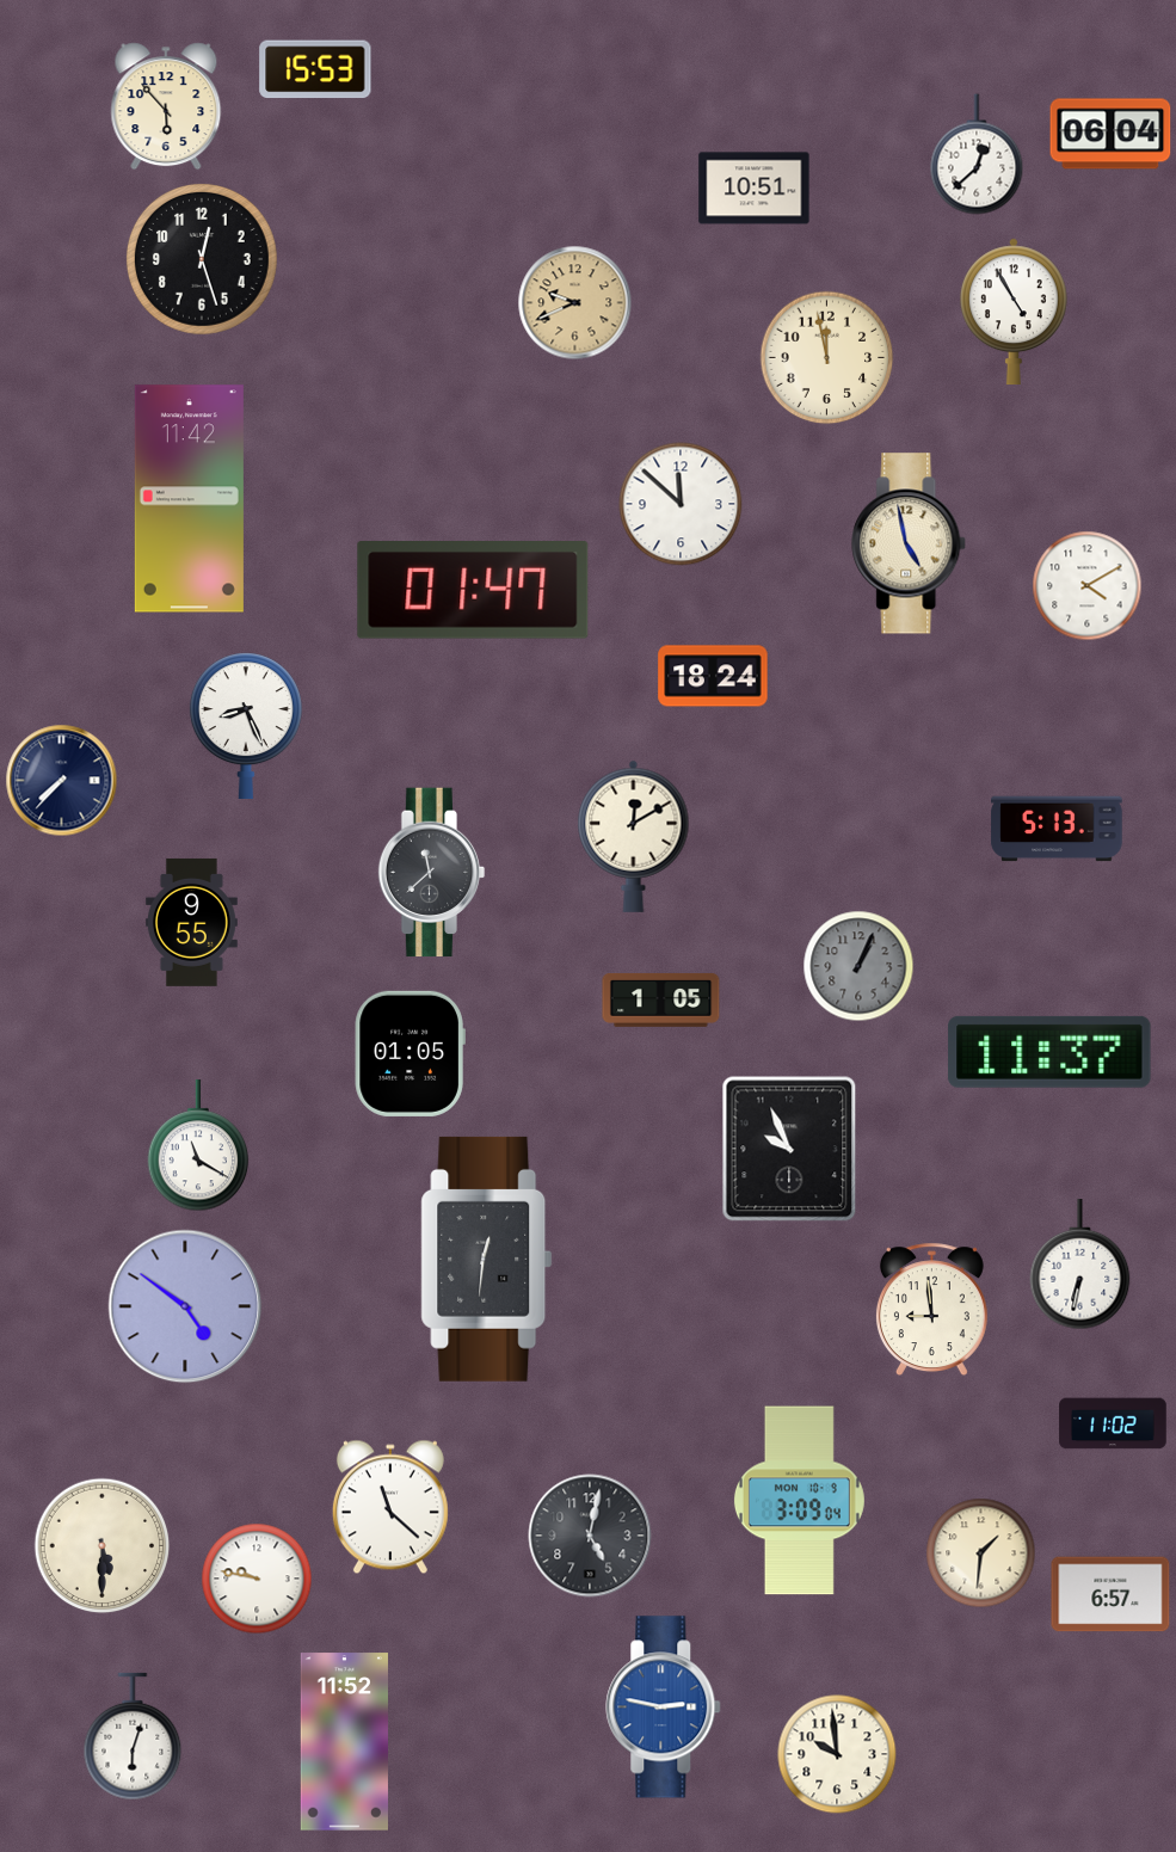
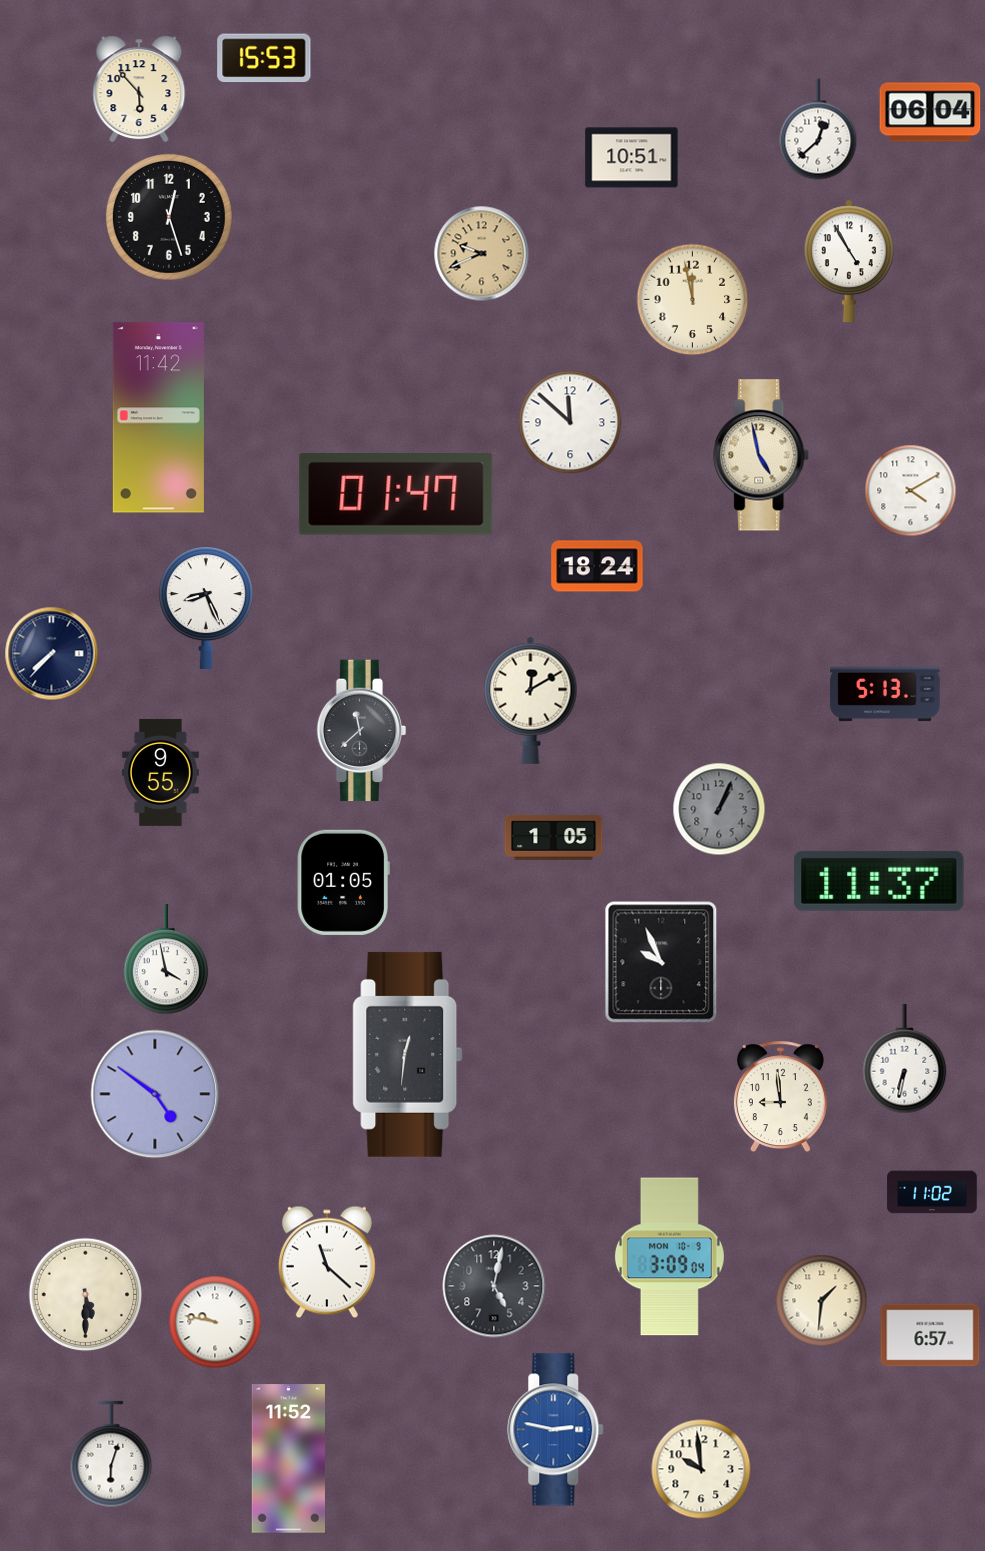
clock at (198, 1146): 11:20 -> 3:58
